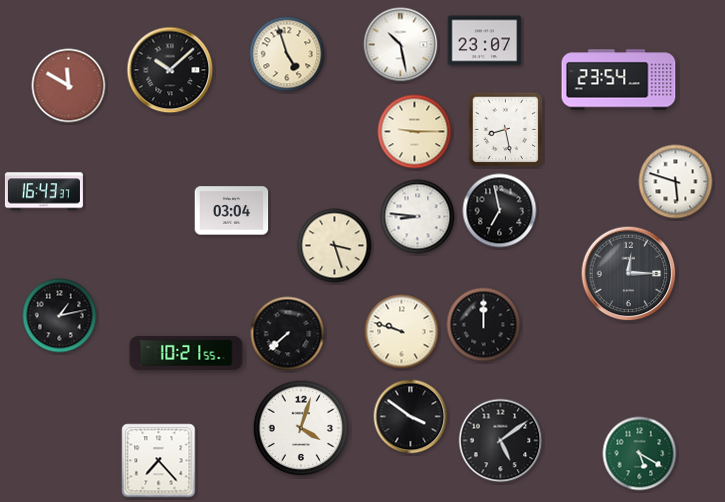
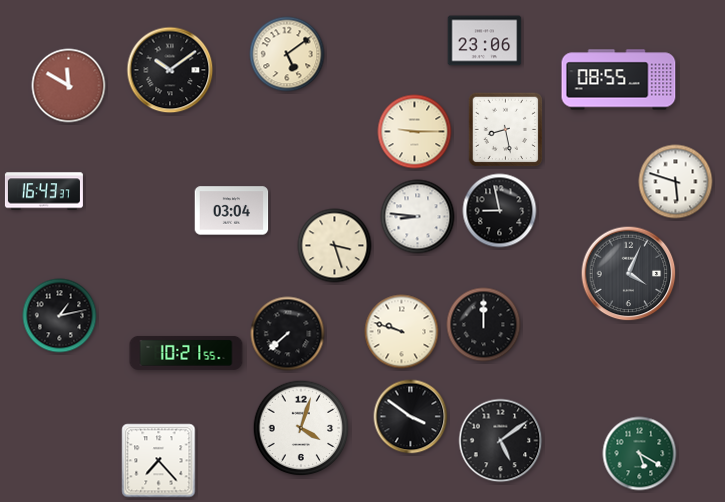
clock at (485, 41): 23:07 -> 23:06
clock at (401, 45): 10:28 -> none
clock at (287, 54): 4:57 -> 5:09
clock at (170, 70): 10:08 -> 10:09
clock at (619, 80): 23:54 -> 08:55
clock at (500, 211): 6:58 -> 8:58
clock at (629, 274): 12:15 -> 4:04
